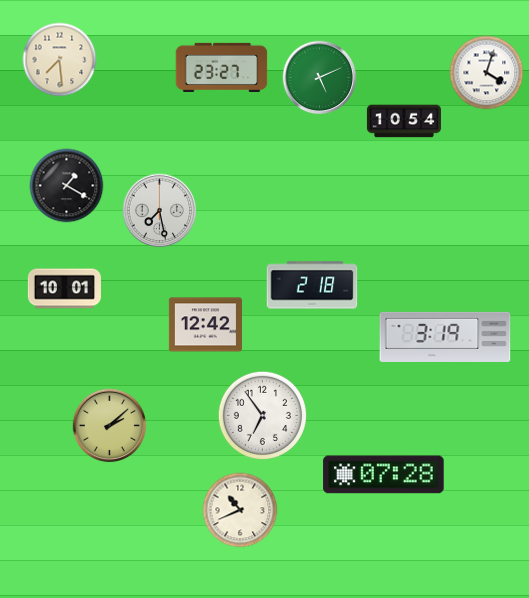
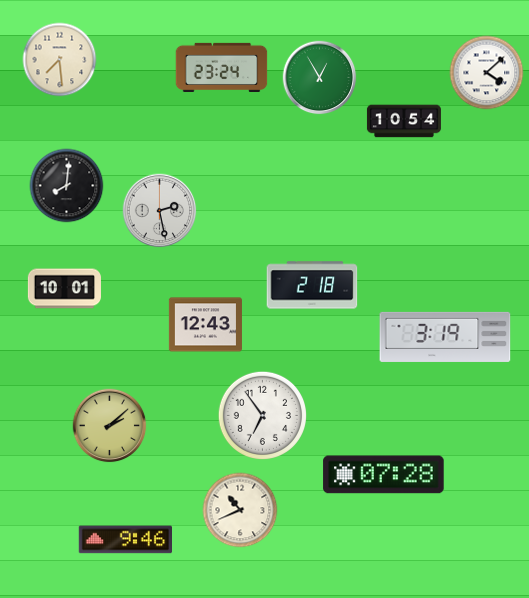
clock at (222, 67): 23:27 -> 23:24
clock at (487, 73): 4:03 -> 4:08
clock at (320, 78): 5:11 -> 12:55
clock at (67, 186): 1:20 -> 8:01
clock at (160, 211): 7:28 -> 2:28
clock at (205, 325): 12:42 -> 12:43
clock at (125, 540): none -> 9:46
